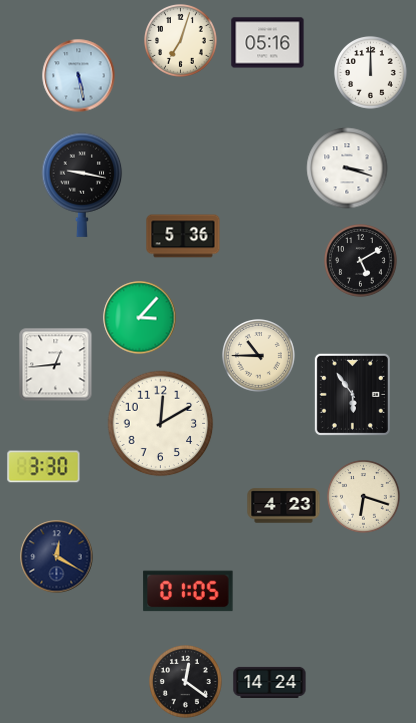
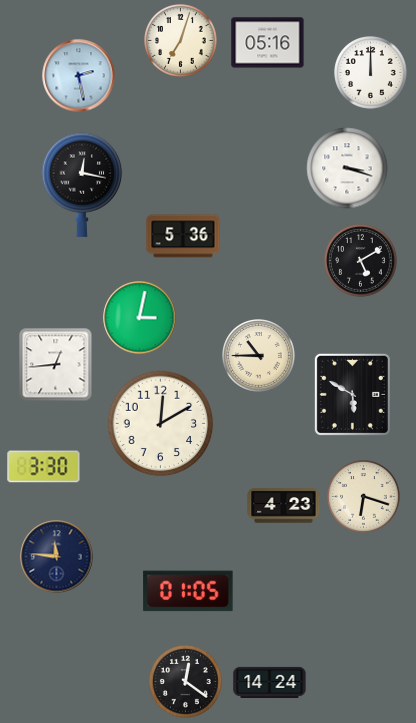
clock at (79, 76): 5:28 -> 2:28
clock at (82, 185): 9:17 -> 12:17
clock at (140, 318): 3:07 -> 3:02
clock at (352, 394): 5:54 -> 5:50
clock at (57, 557): 12:20 -> 11:46
